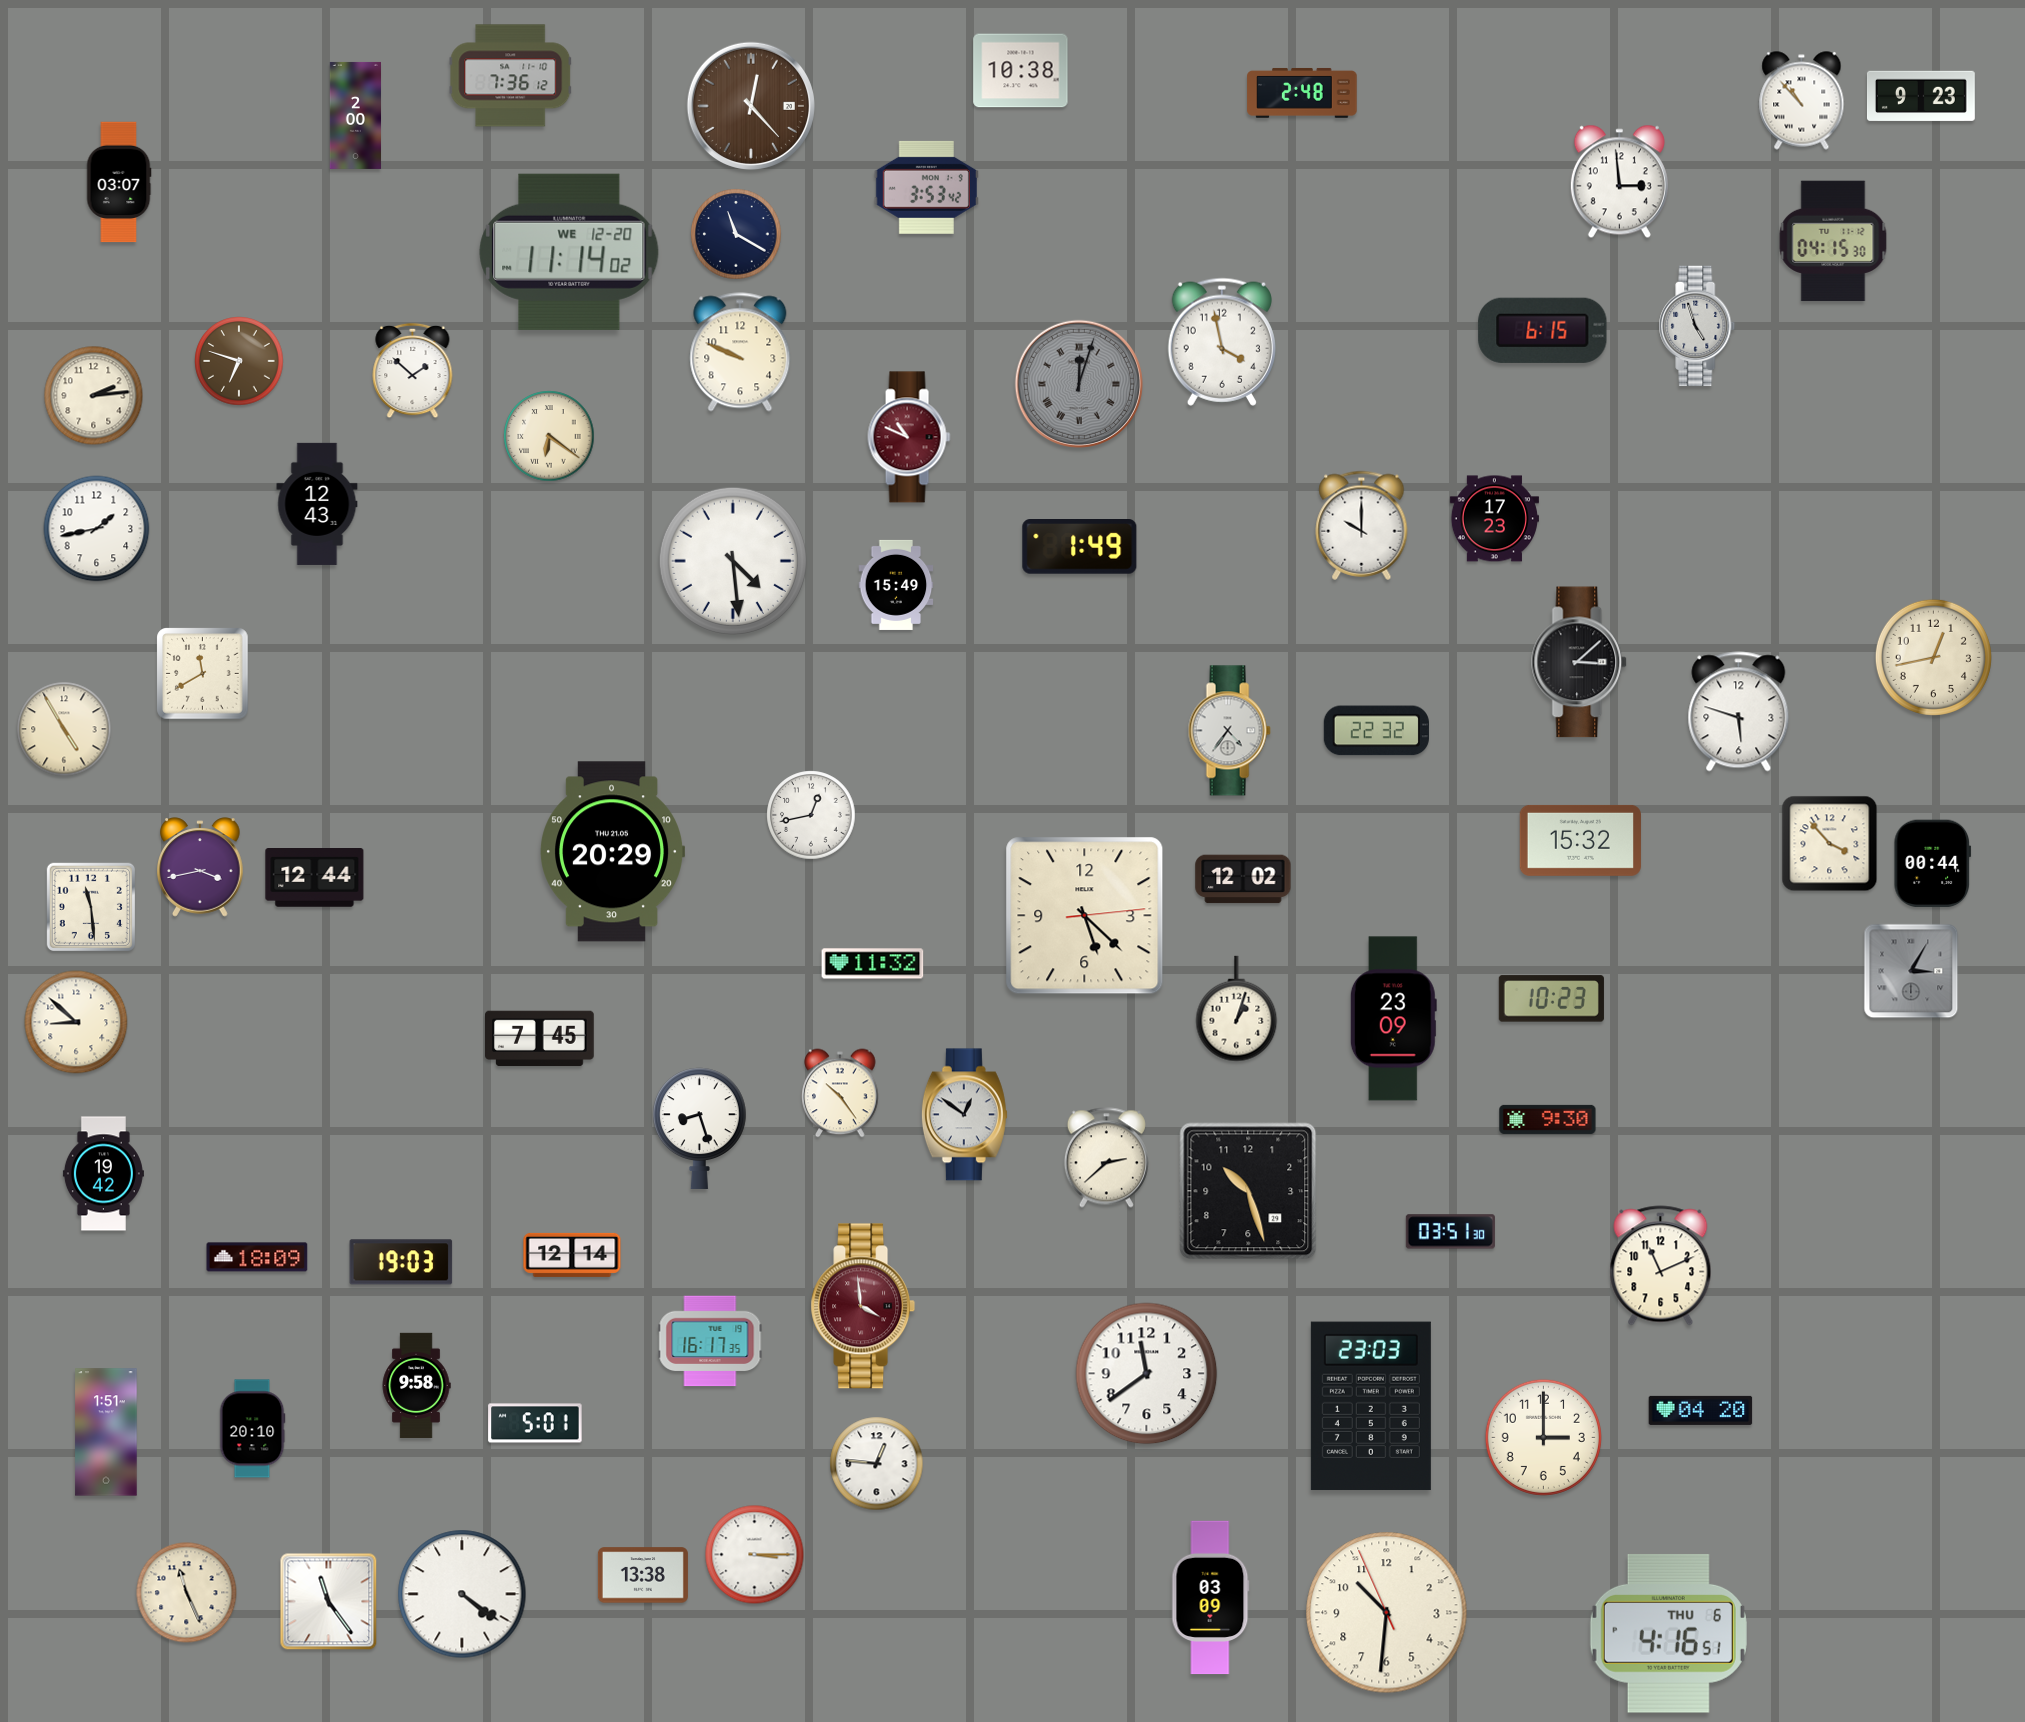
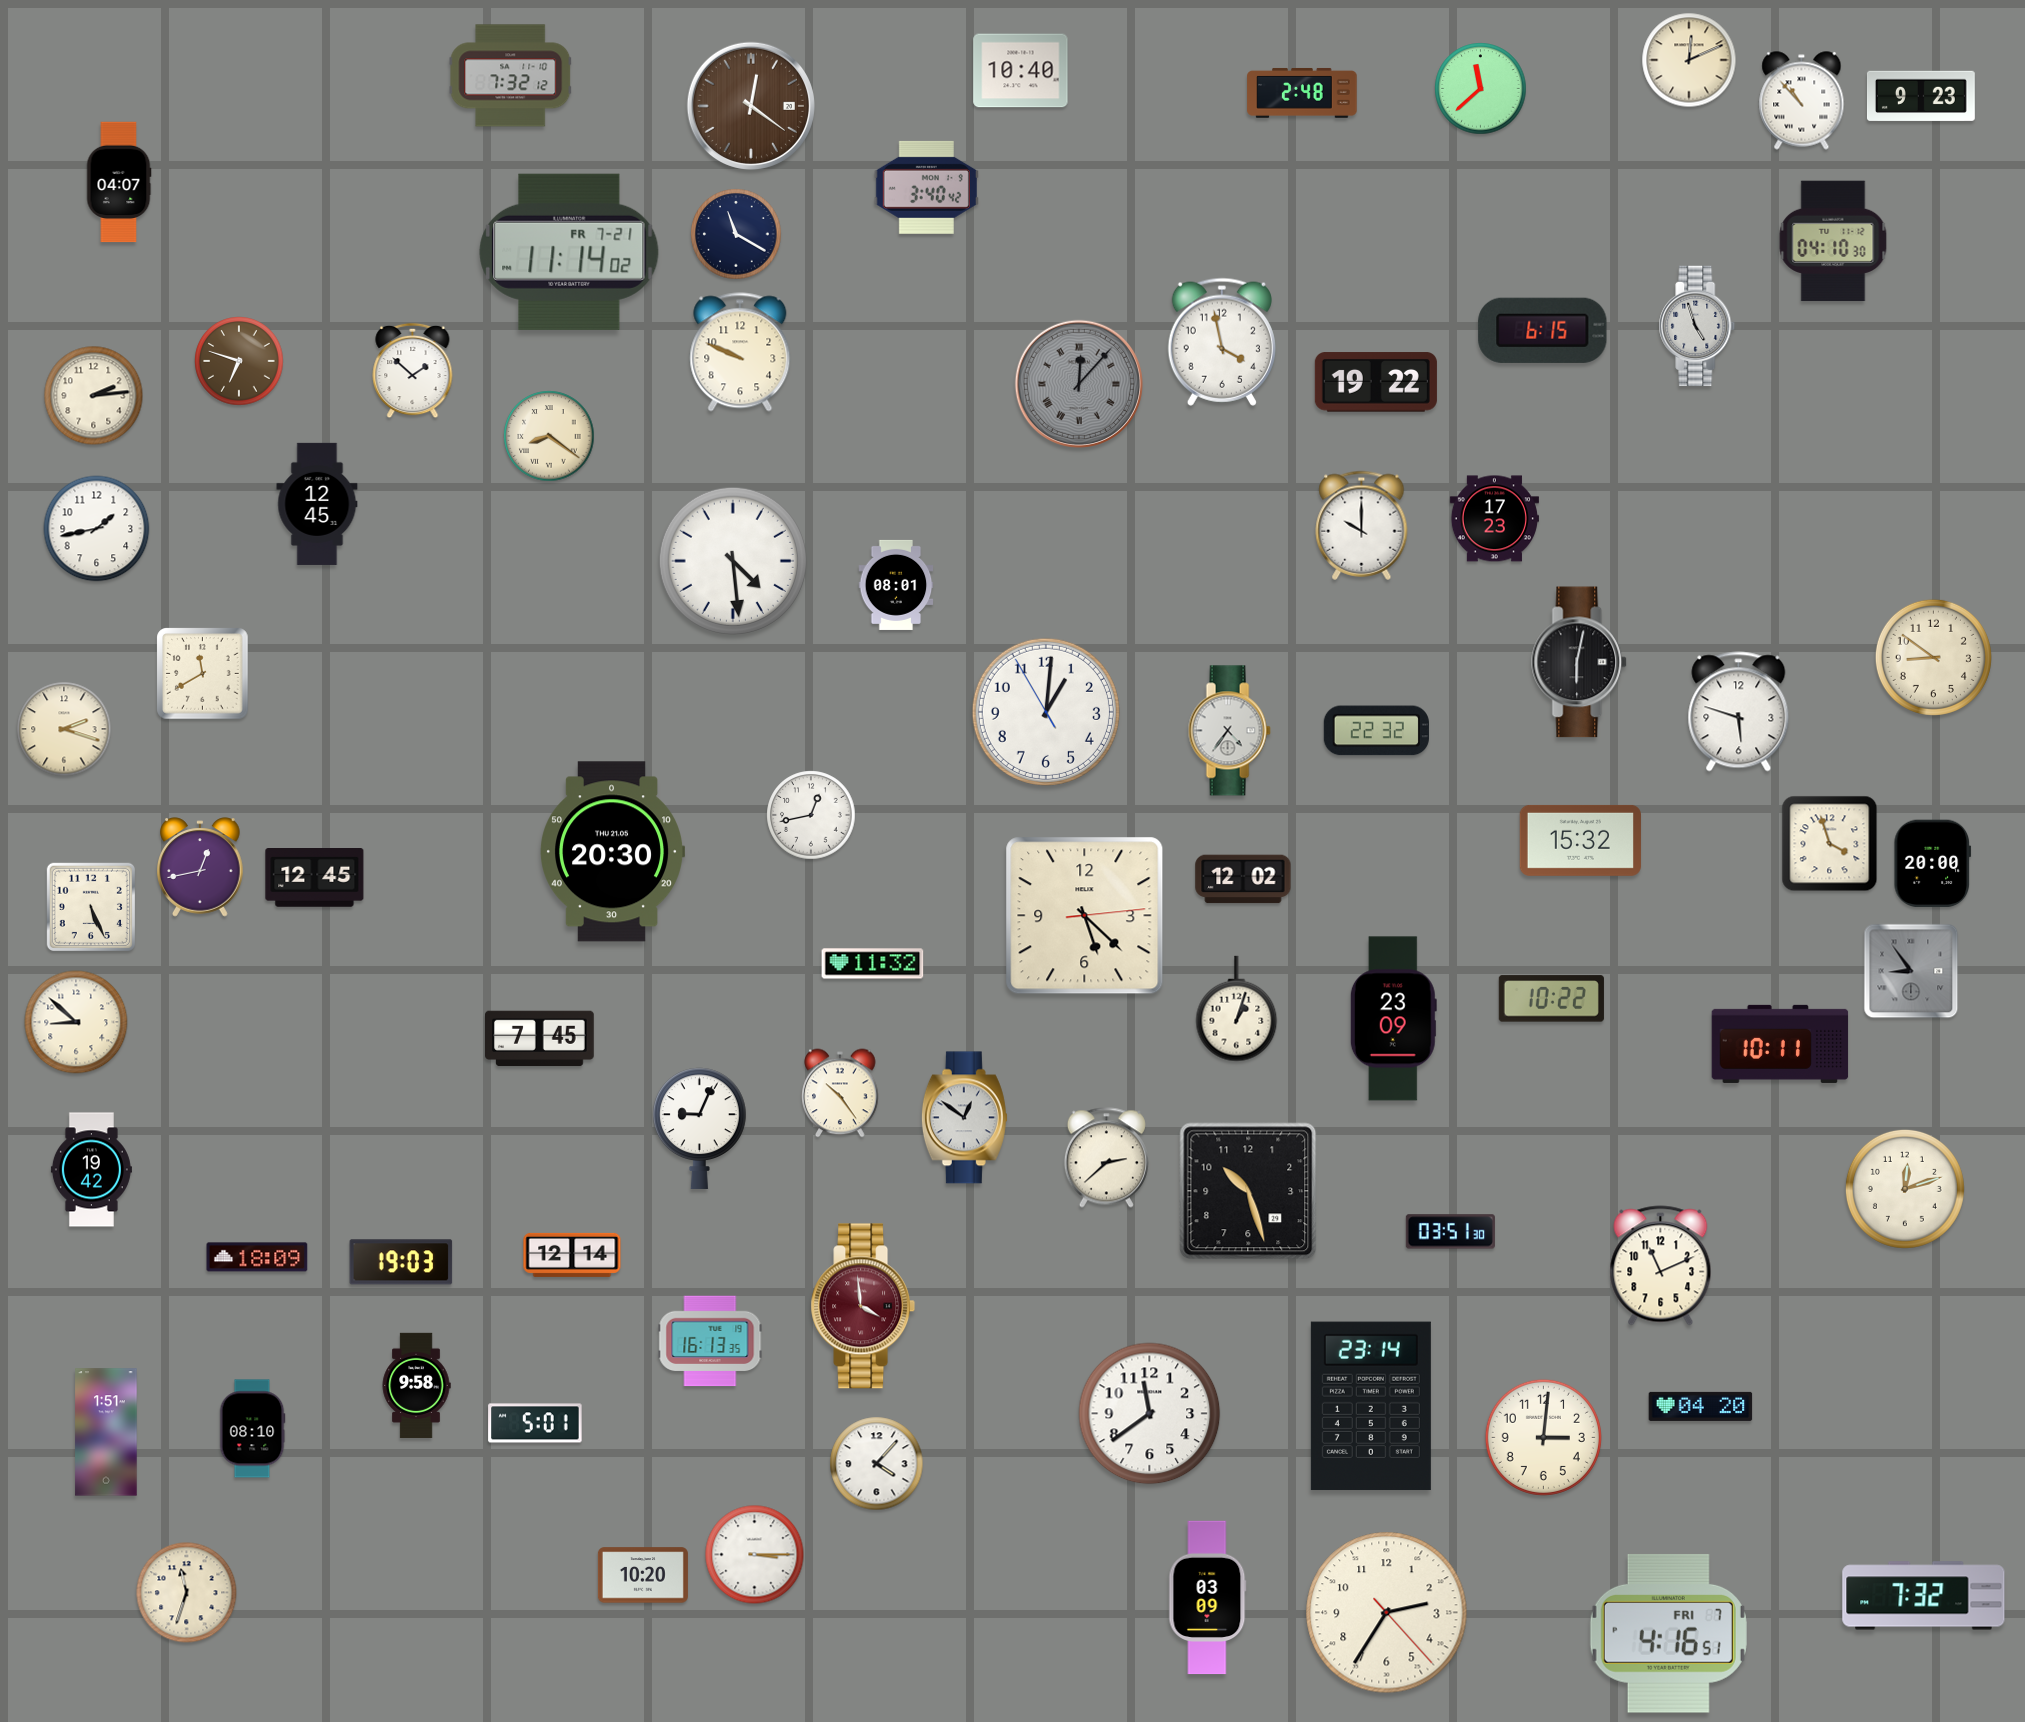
clock at (1689, 60): none -> 12:11
clock at (1021, 71): 10:38 -> 10:40
clock at (511, 76): 7:36 -> 7:32
clock at (1481, 89): none -> 11:38
clock at (750, 105): 12:23 -> 12:21
clock at (355, 115): 2:00 -> none
clock at (119, 182): 03:07 -> 04:07
clock at (1619, 182): 2:59 -> none
clock at (926, 187): 3:53 -> 3:40
clock at (1833, 241): 04:15 -> 04:10
clock at (569, 252) date: WE 12-20 -> FR 7-21
clock at (1376, 382): none -> 19:22
clock at (1078, 383): 12:03 -> 12:07
clock at (549, 436): 6:21 -> 8:21
clock at (909, 437): 10:49 -> none
clock at (317, 504): 12:43 -> 12:45
clock at (1080, 547): 1:49 -> none
clock at (896, 585): 15:49 -> 08:01
clock at (1933, 657): 12:43 -> 8:51
clock at (1580, 662): 3:08 -> 6:02
clock at (1046, 712): none -> 1:00
clock at (64, 729): 4:55 -> 2:18
clock at (1830, 844): 3:53 -> 3:57
clock at (612, 852): 20:29 -> 20:30
clock at (1932, 864): 00:44 -> 20:00
clock at (200, 867): 3:43 -> 12:43
clock at (315, 878): 12:44 -> 12:45
clock at (90, 906): 11:29 -> 5:26
clock at (1911, 971): 3:05 -> 8:54
clock at (1551, 999): 10:23 -> 10:22
clock at (1780, 1044): none -> 10:11
clock at (964, 1115) position: (964, 1115) -> (964, 1118)
clock at (1548, 1119): 9:30 -> none
clock at (699, 1128): 8:27 -> 9:04
clock at (103, 1174) position: (103, 1174) -> (91, 1170)
clock at (1905, 1189): none -> 12:12
clock at (710, 1341): 16:17 -> 16:13
clock at (1147, 1374) position: (1147, 1374) -> (1150, 1414)
clock at (1371, 1406): 23:03 -> 23:14
clock at (1701, 1410) position: (1701, 1410) -> (1701, 1406)
clock at (252, 1429): 20:10 -> 08:10
clock at (1543, 1437): 3:00 -> 3:01
clock at (877, 1464): 12:46 -> 4:07
clock at (643, 1575): 13:38 -> 10:20
clock at (187, 1593): 11:26 -> 11:33
clock at (462, 1594): 4:21 -> none
clock at (1924, 1596): none -> 7:32
clock at (1211, 1598) position: (1211, 1598) -> (1208, 1598)
clock at (329, 1602): 11:24 -> none
clock at (1387, 1613): 10:30 -> 2:35
clock at (1668, 1633) date: THU 6 -> FRI 7
